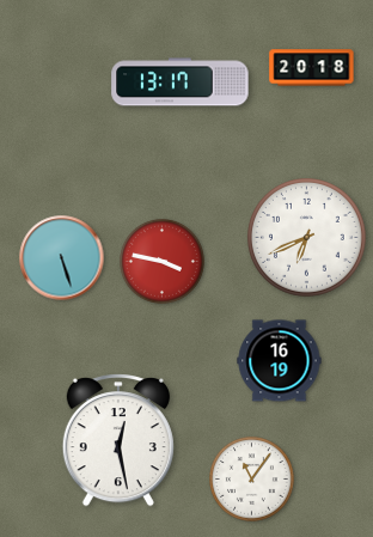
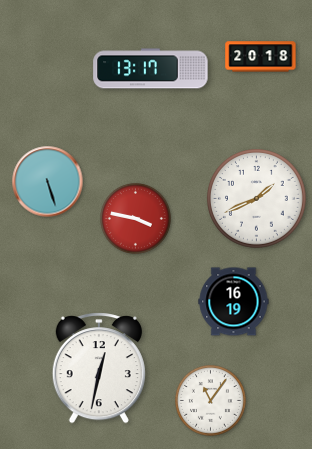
clock at (307, 238): 6:41 -> 1:41
clock at (62, 258) position: (62, 258) -> (48, 182)
clock at (118, 440): 12:28 -> 12:32
